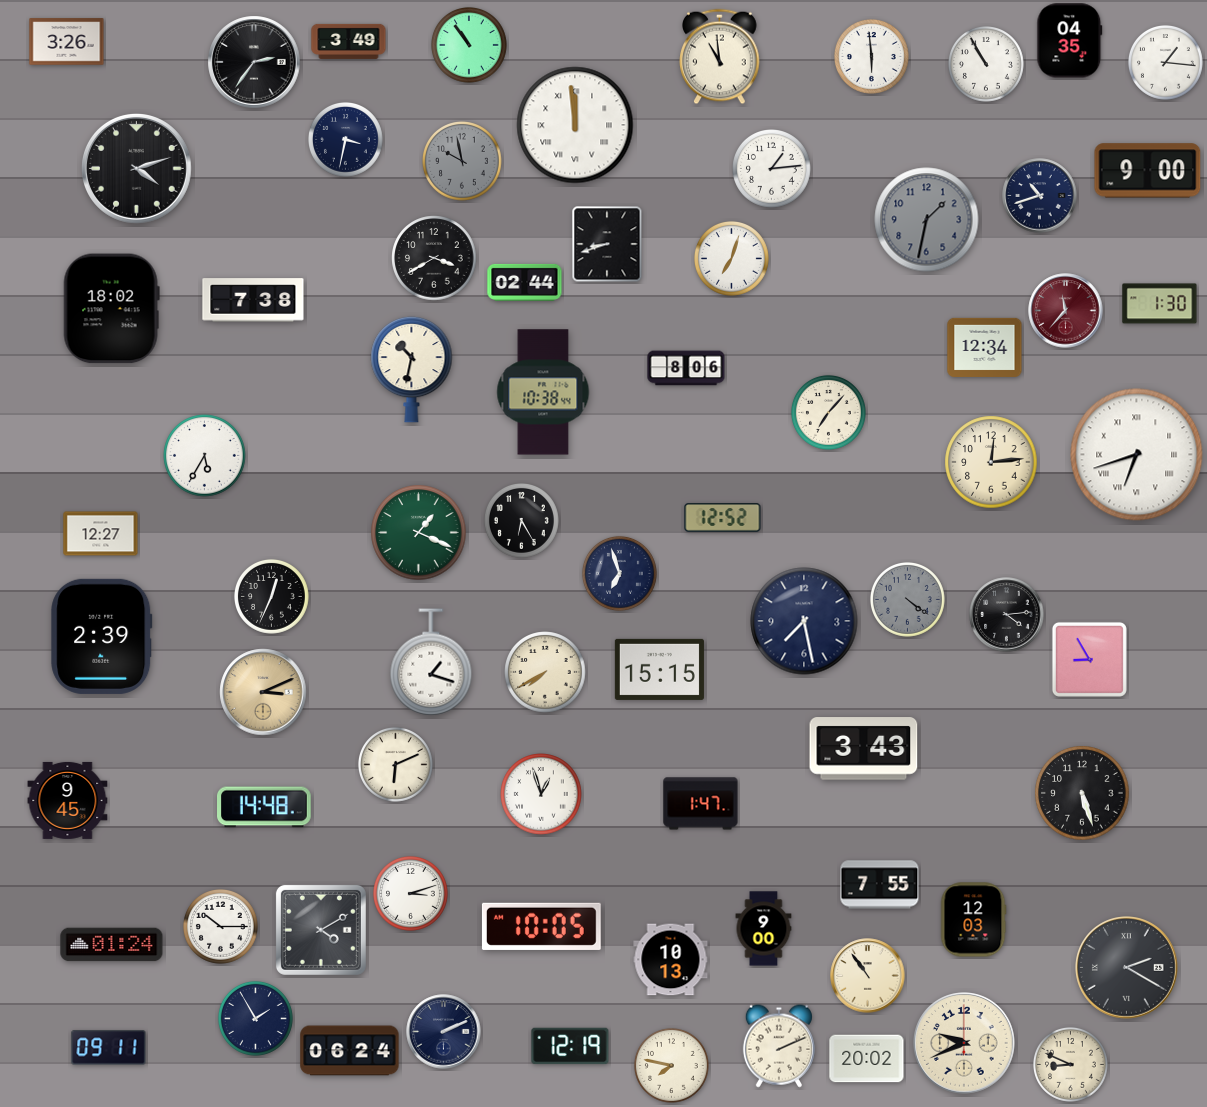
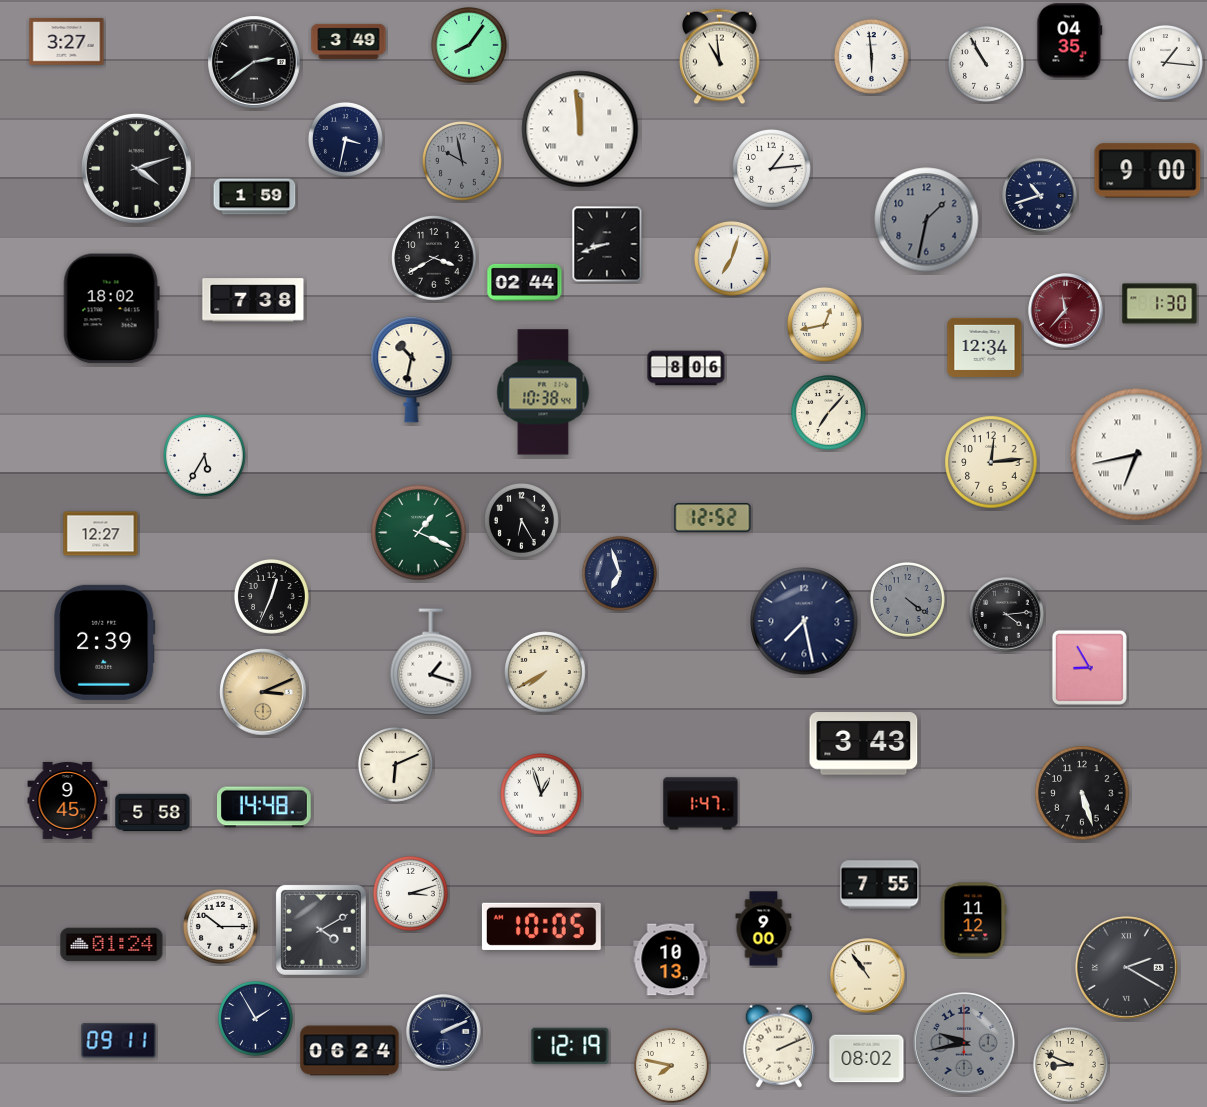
clock at (67, 42): 3:26 -> 3:27
clock at (470, 46): 10:54 -> 8:06
clock at (254, 62): 2:36 -> 2:39
clock at (575, 125) position: (575, 125) -> (580, 129)
clock at (255, 197): none -> 1:59
clock at (825, 325): none -> 12:43
clock at (1137, 455): 6:42 -> 6:43
clock at (723, 518) position: (723, 518) -> (713, 518)
clock at (102, 636) position: (102, 636) -> (105, 642)
clock at (1089, 659) position: (1089, 659) -> (1089, 667)
clock at (659, 669): 15:15 -> none
clock at (864, 749) position: (864, 749) -> (864, 744)
clock at (153, 813): none -> 5:58
clock at (974, 920): 12:03 -> 11:12
clock at (965, 1044): 9:41 -> 9:43
clock at (965, 1044) dial: cream -> grey
clock at (109, 1048) position: (109, 1048) -> (119, 1041)
clock at (867, 1059): 20:02 -> 08:02
